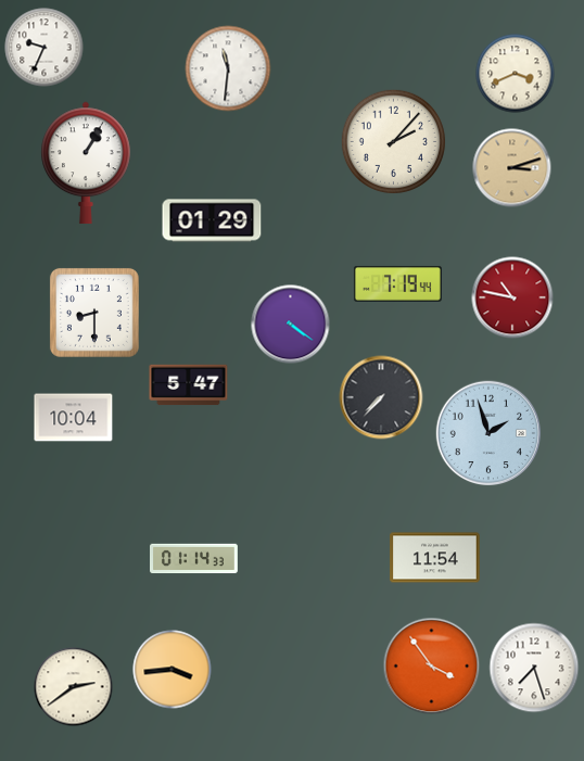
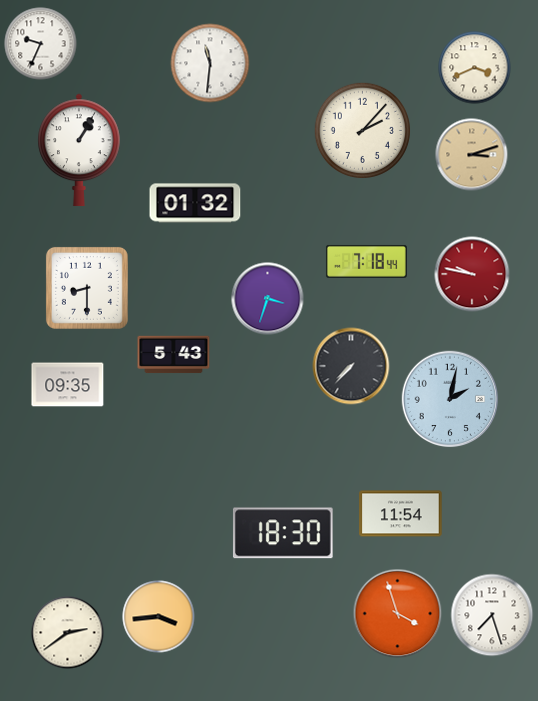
clock at (212, 220): 01:29 -> 01:32
clock at (397, 283): 7:19 -> 7:18
clock at (512, 297): 10:47 -> 9:47
clock at (291, 325): 4:21 -> 3:33
clock at (189, 385): 5:47 -> 5:43
clock at (74, 418): 10:04 -> 09:35
clock at (488, 433): 1:57 -> 2:02
clock at (194, 559): 01:14 -> none
clock at (283, 533): none -> 18:30
clock at (432, 667): 3:54 -> 3:57
